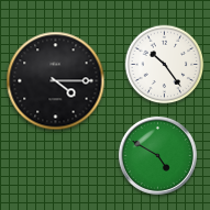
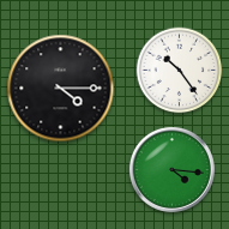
clock at (157, 155): 4:50 -> 4:16
